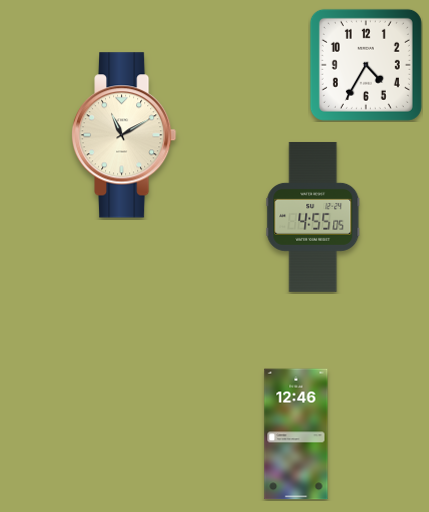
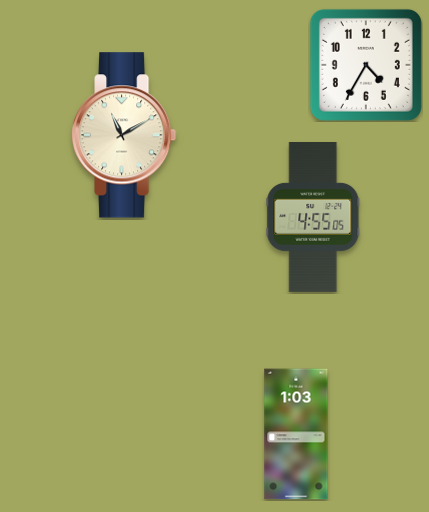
clock at (296, 434): 12:46 -> 1:03
